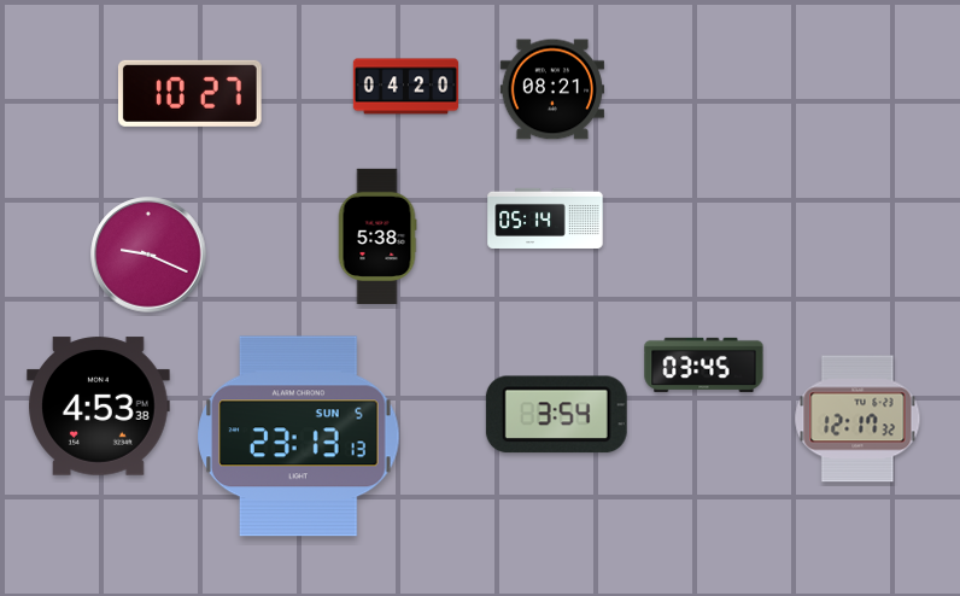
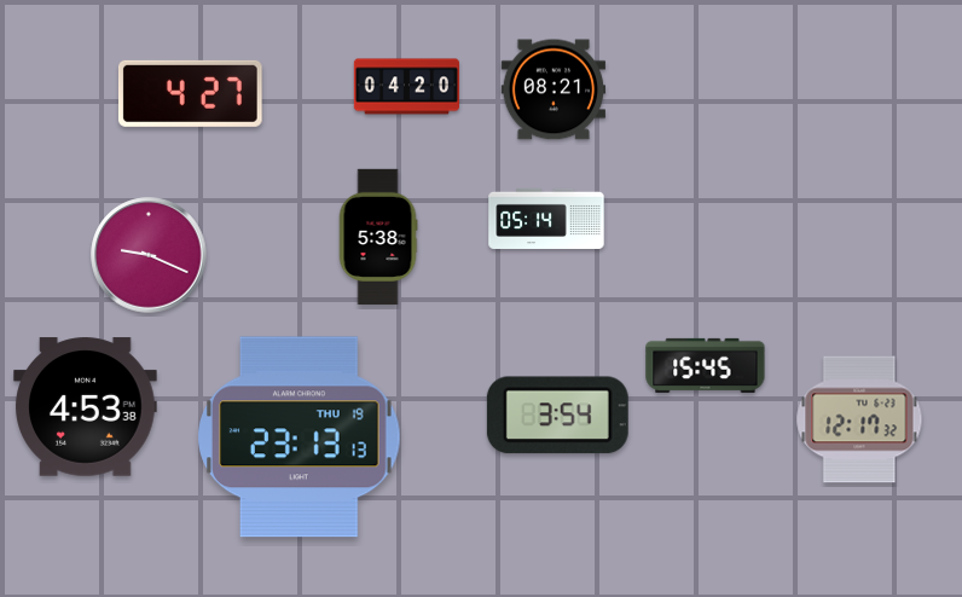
clock at (191, 93): 10:27 -> 4:27
clock at (704, 364): 03:45 -> 15:45
clock at (99, 407) position: (99, 407) -> (86, 407)
clock at (299, 437) date: SUN 5 -> THU 19
